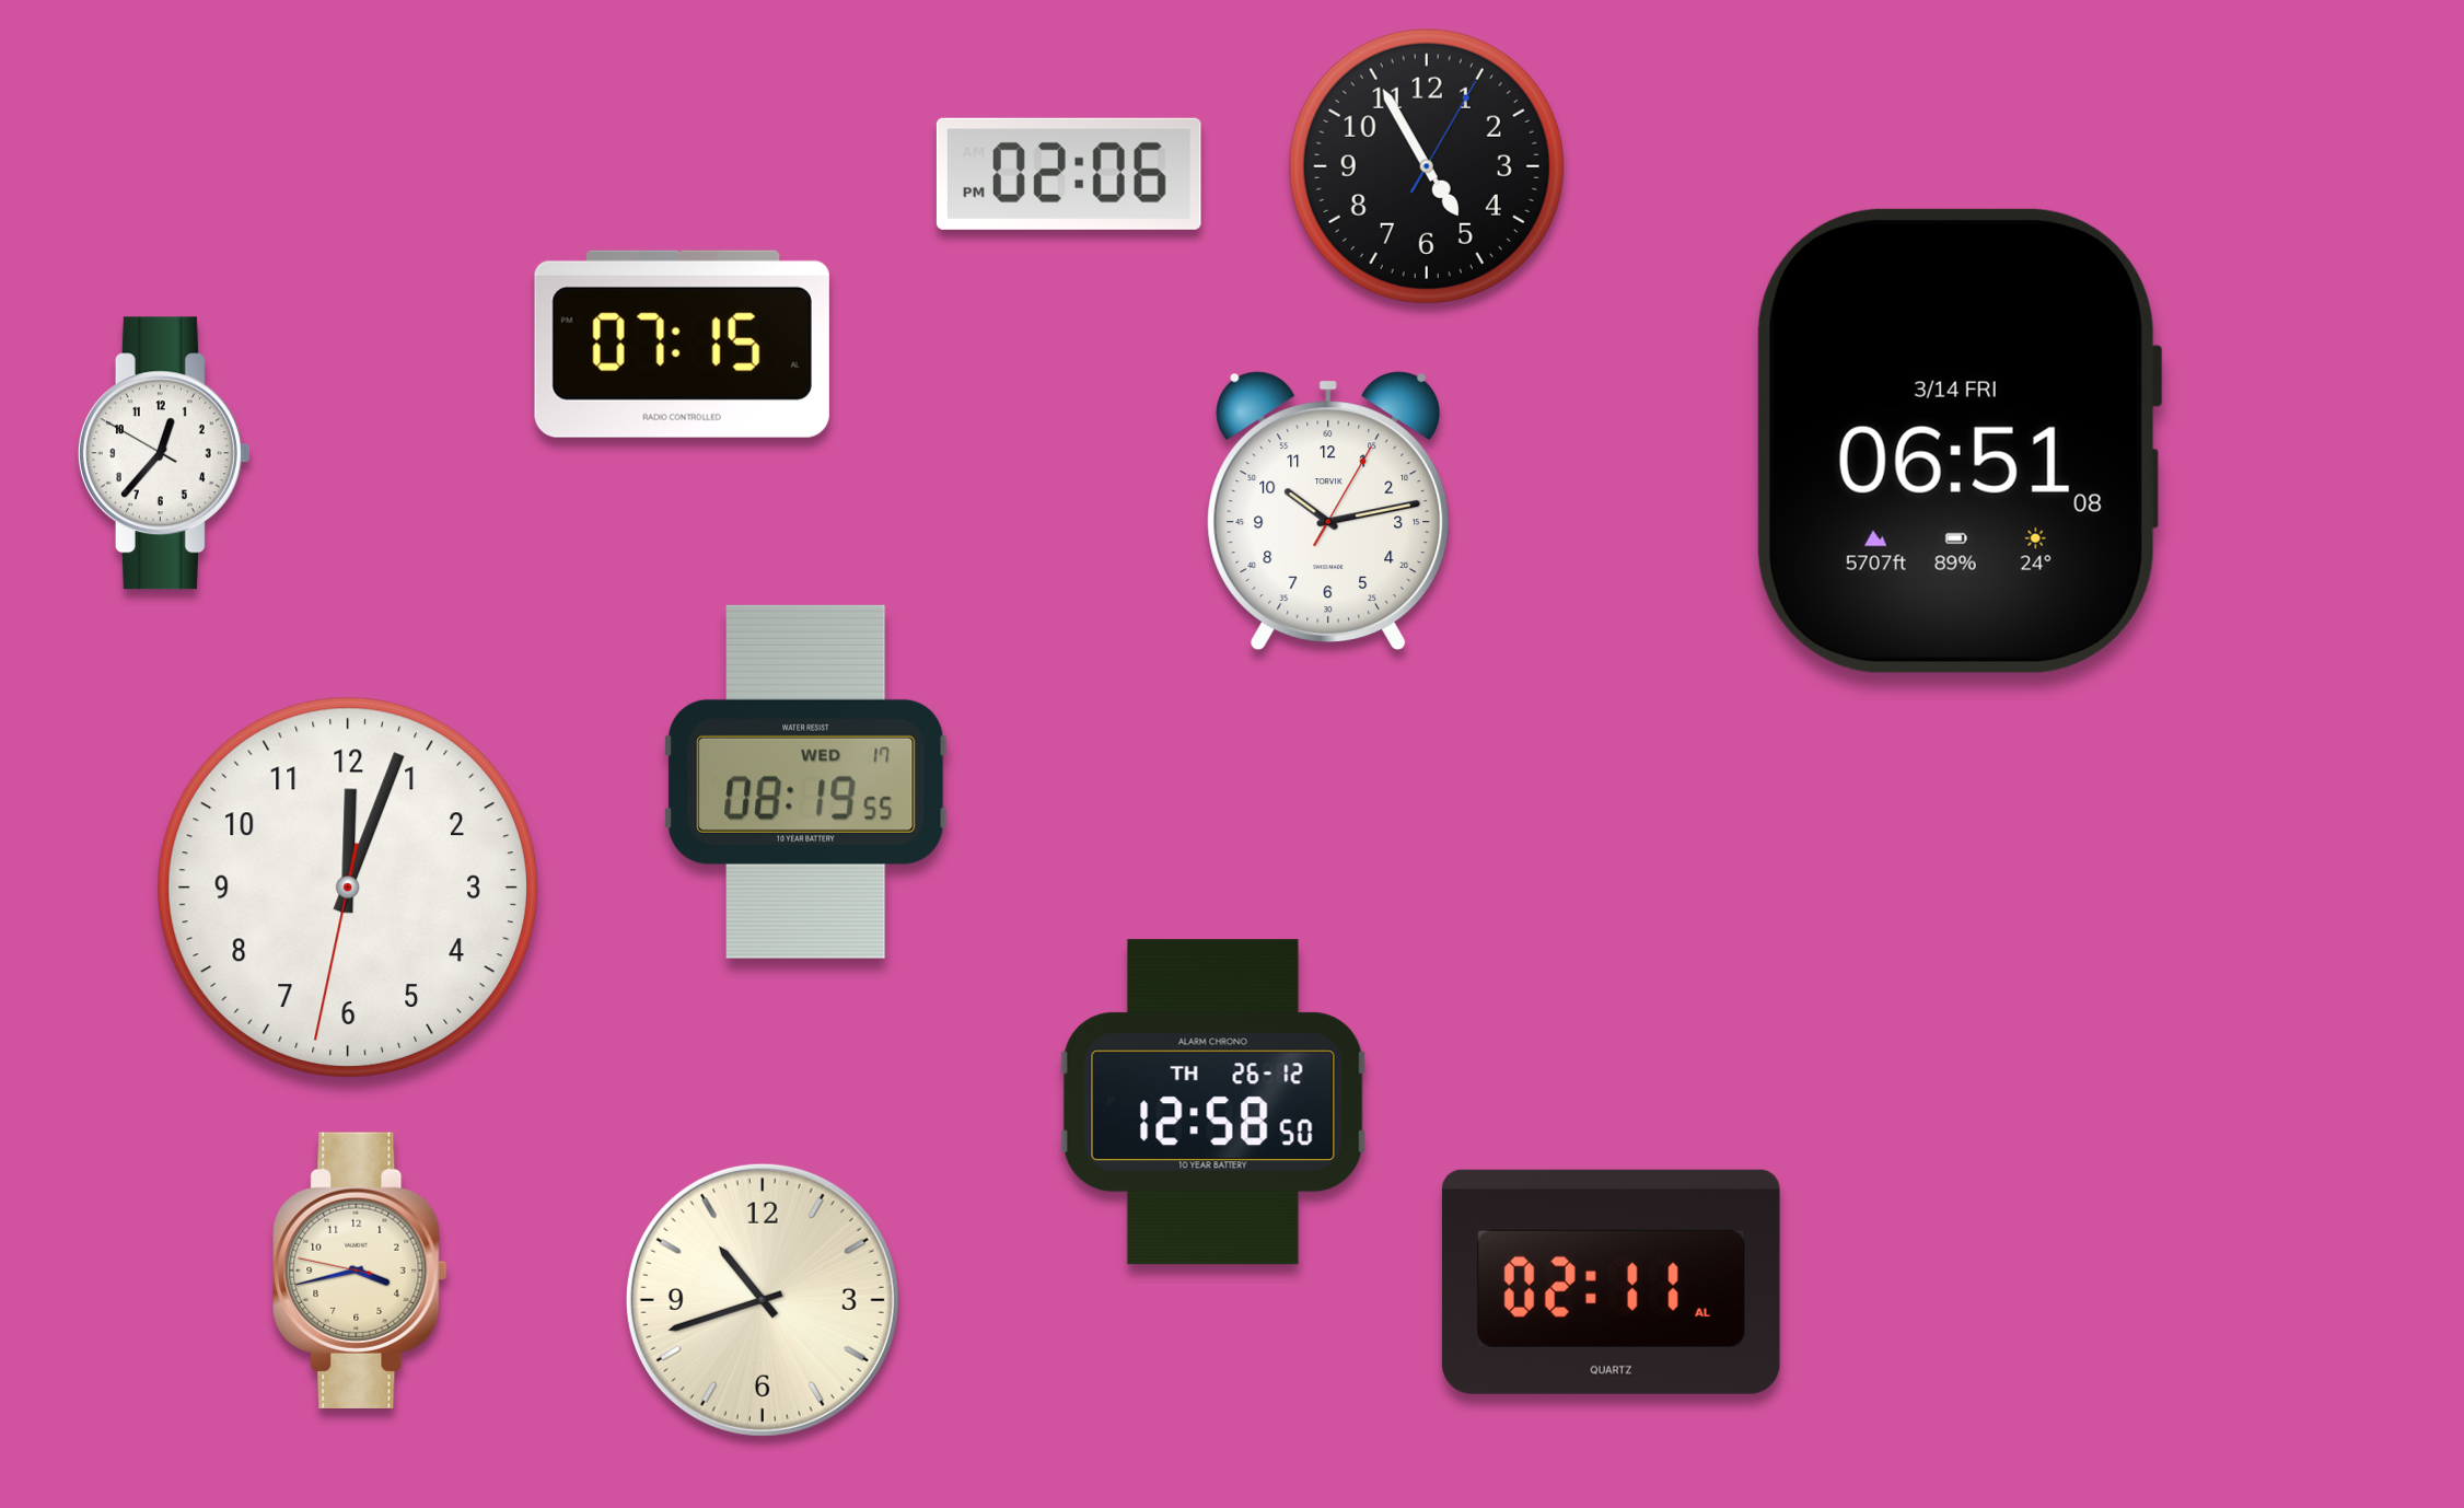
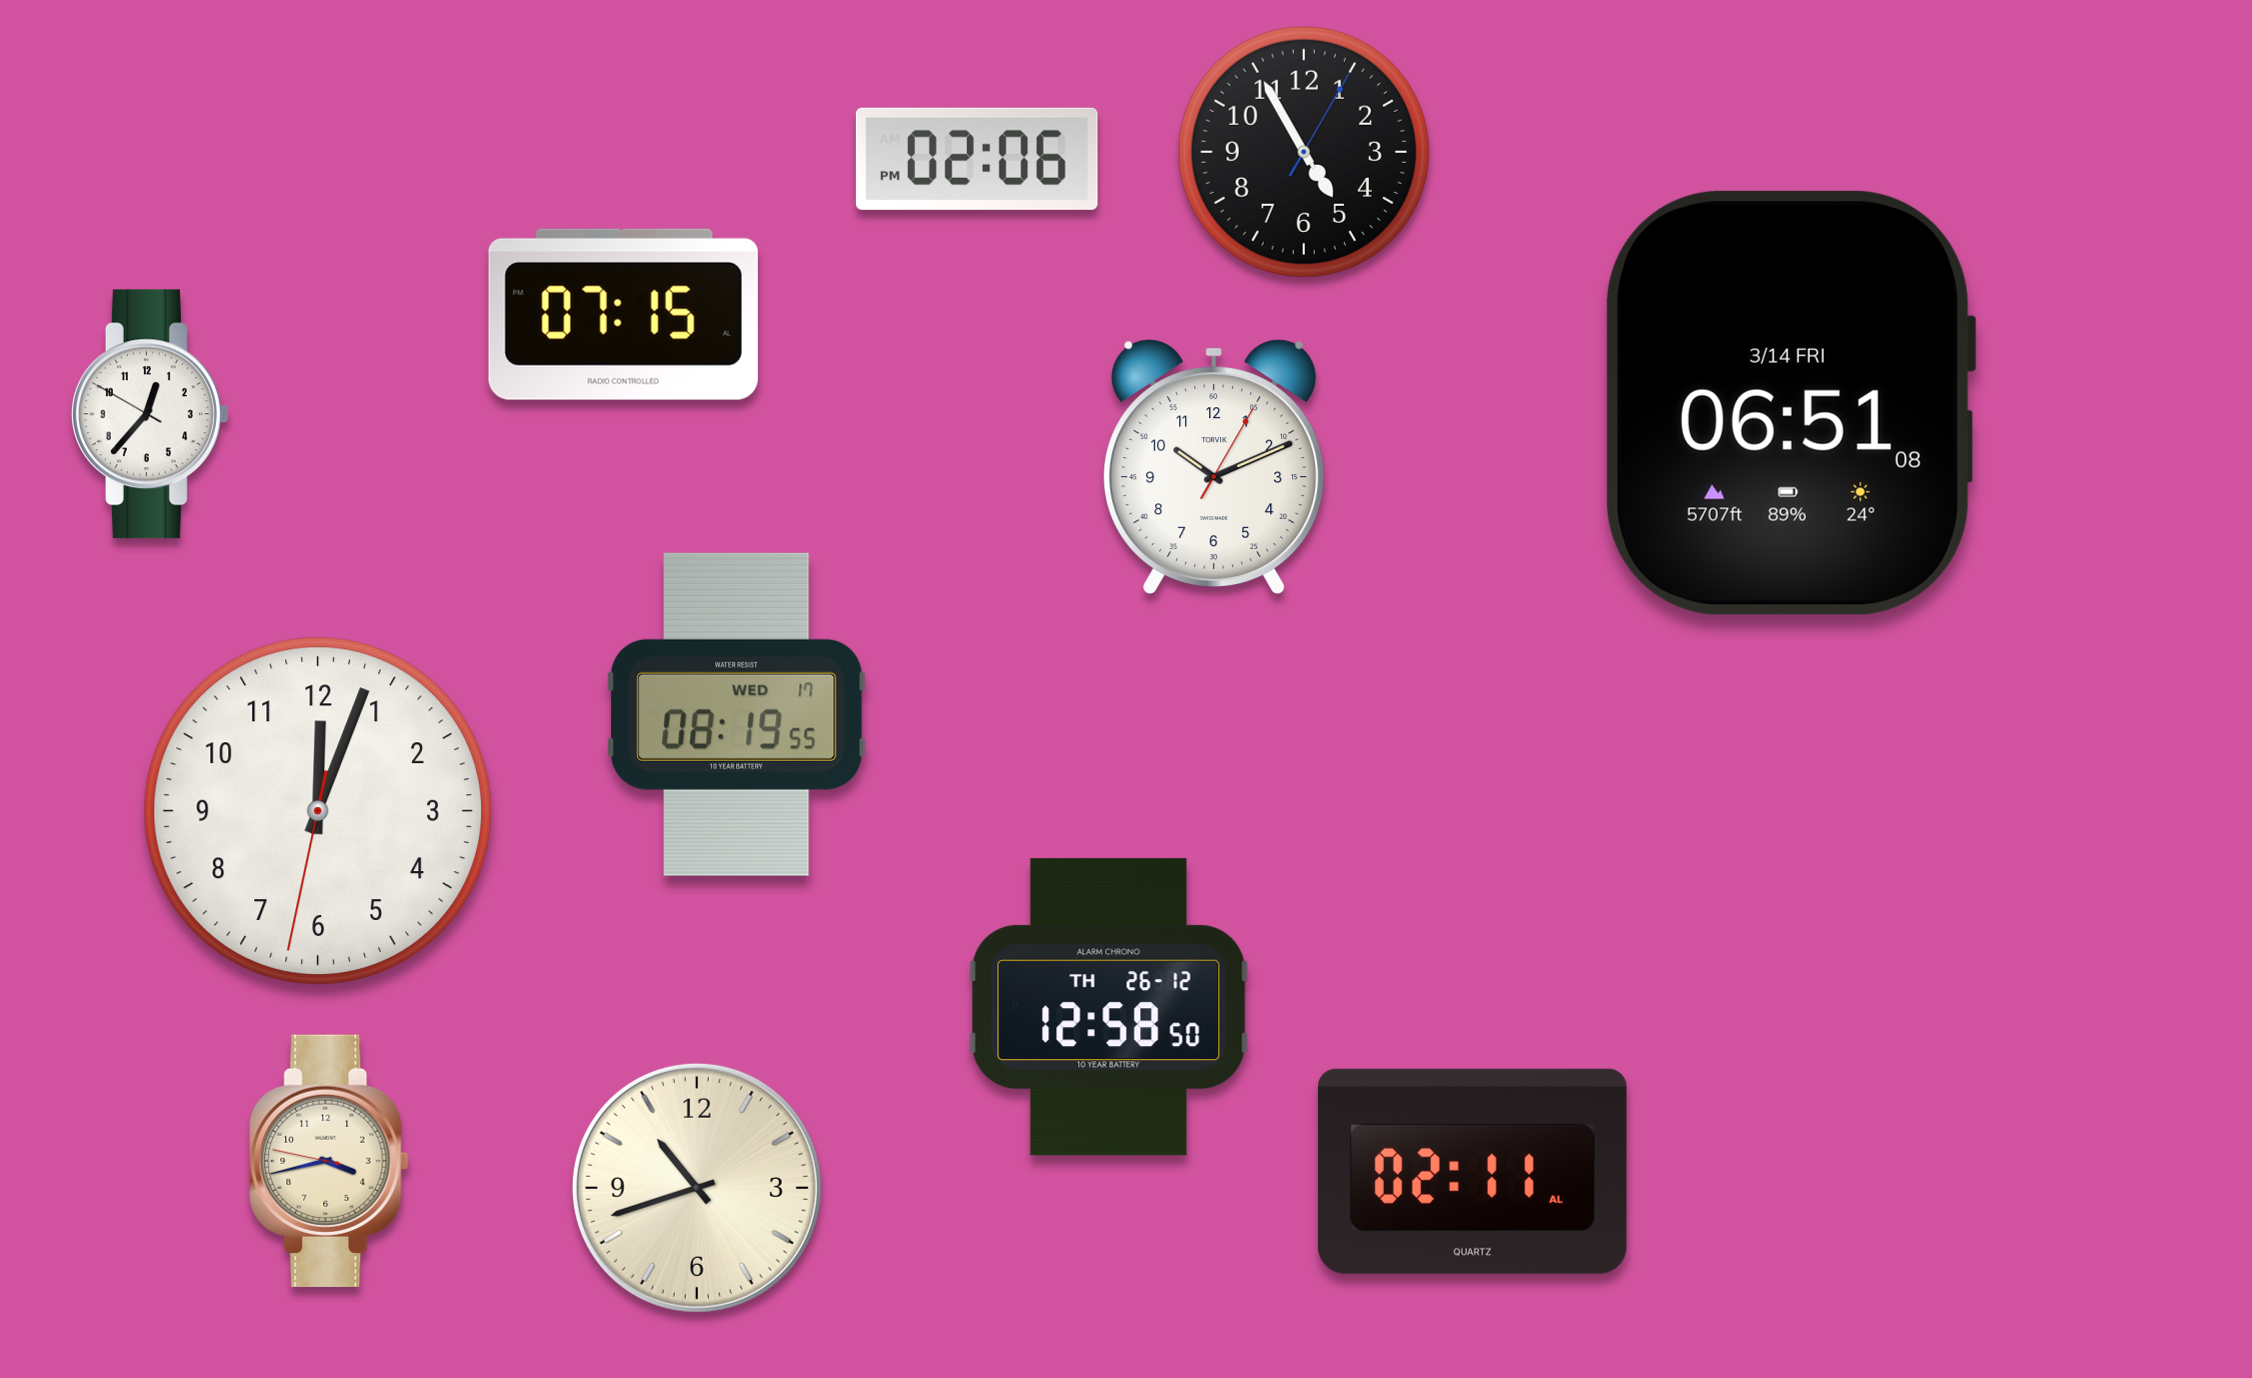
clock at (1328, 511): 10:13 -> 10:11
